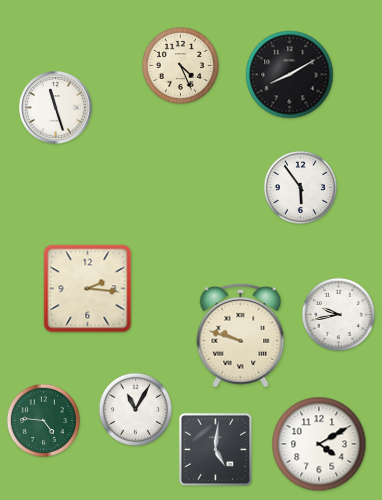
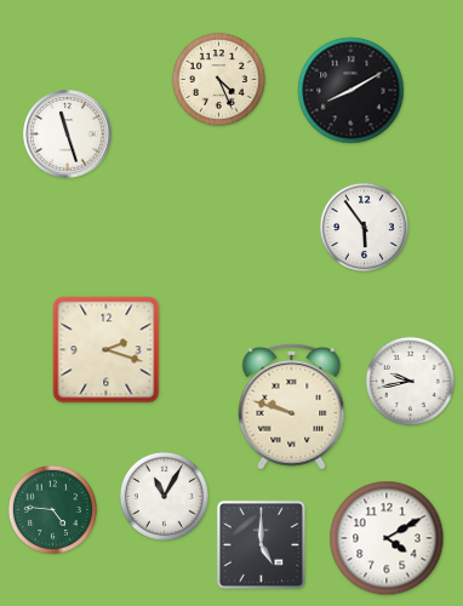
clock at (56, 108) position: (56, 108) -> (68, 135)
clock at (88, 289): 2:16 -> 2:18
clock at (215, 449): 5:01 -> 5:00
